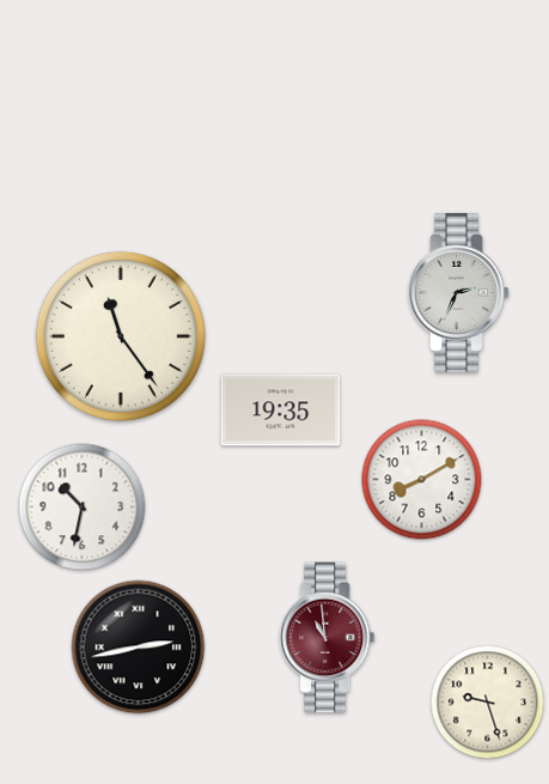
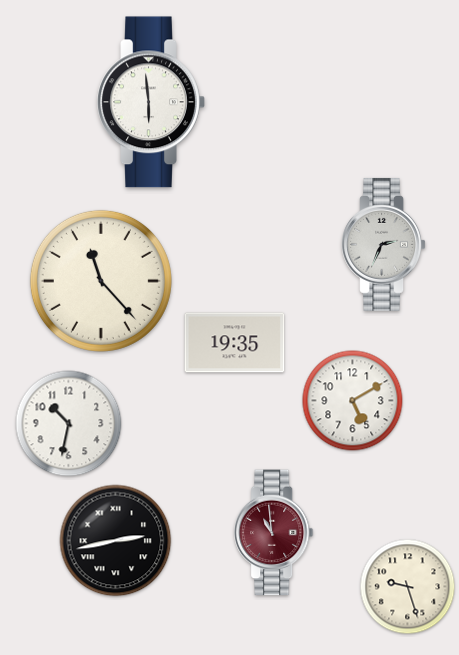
clock at (151, 102): none -> 5:59
clock at (121, 336): 11:24 -> 11:23
clock at (422, 480): 8:10 -> 5:10
